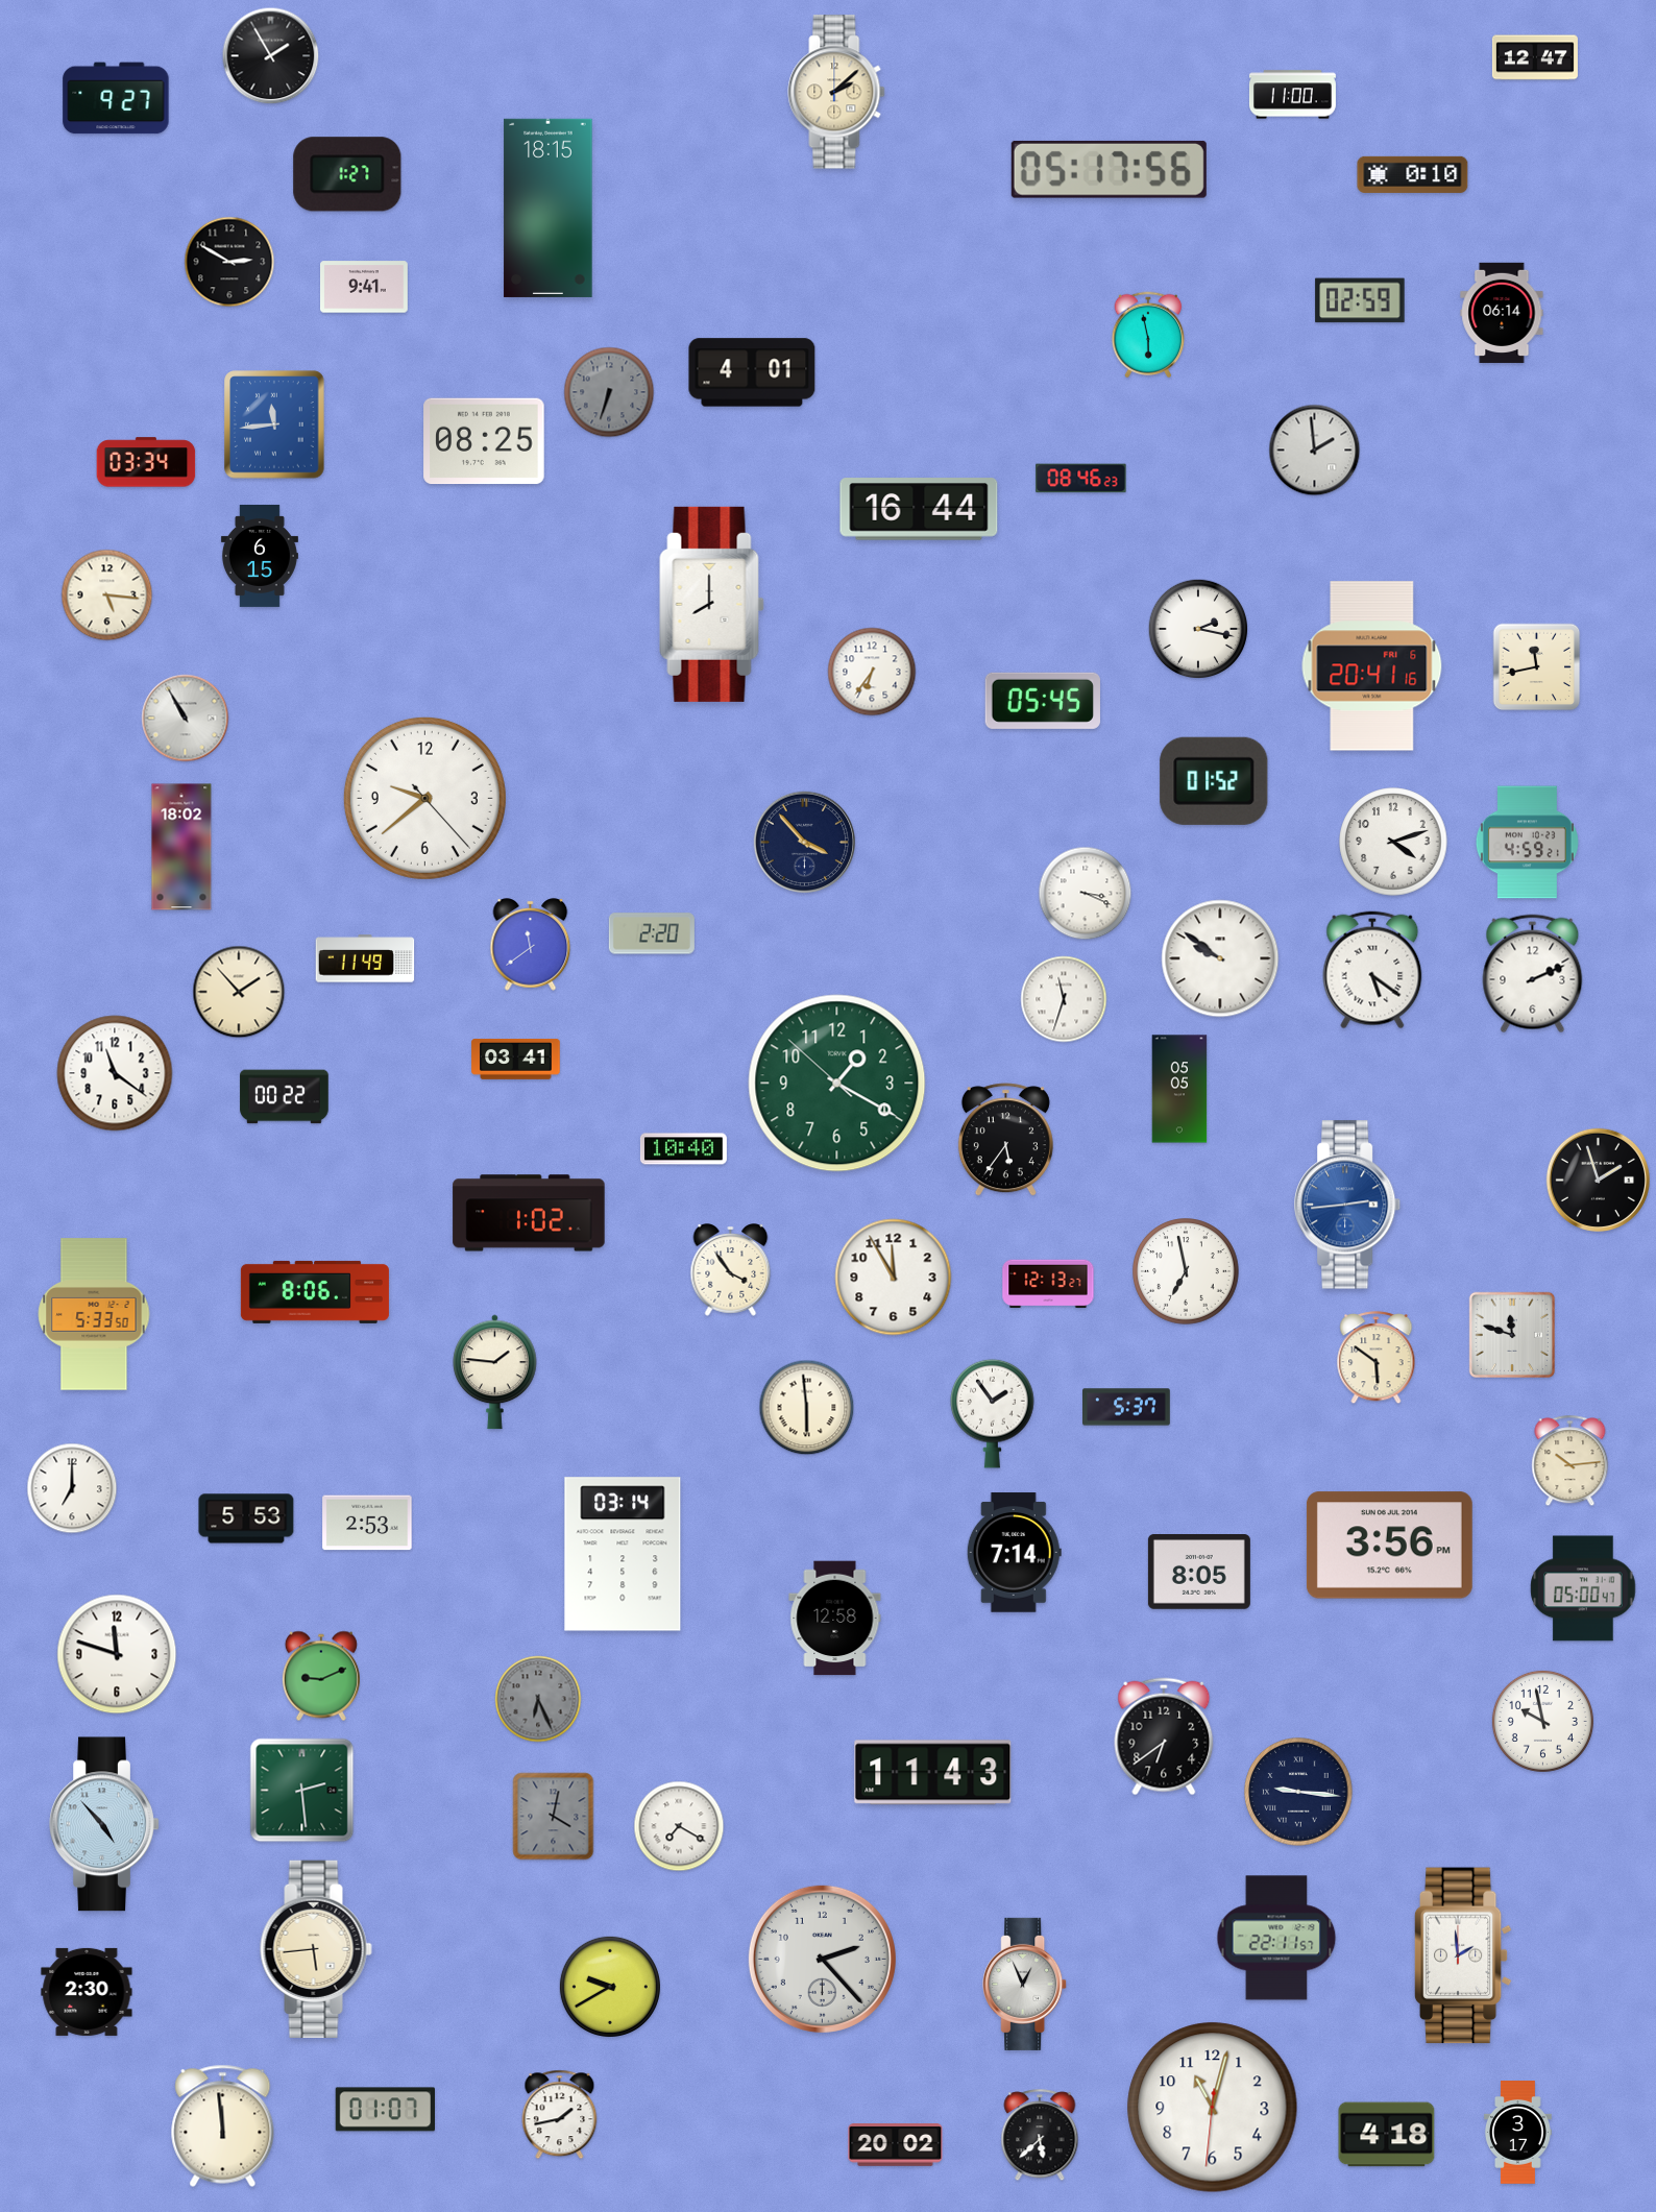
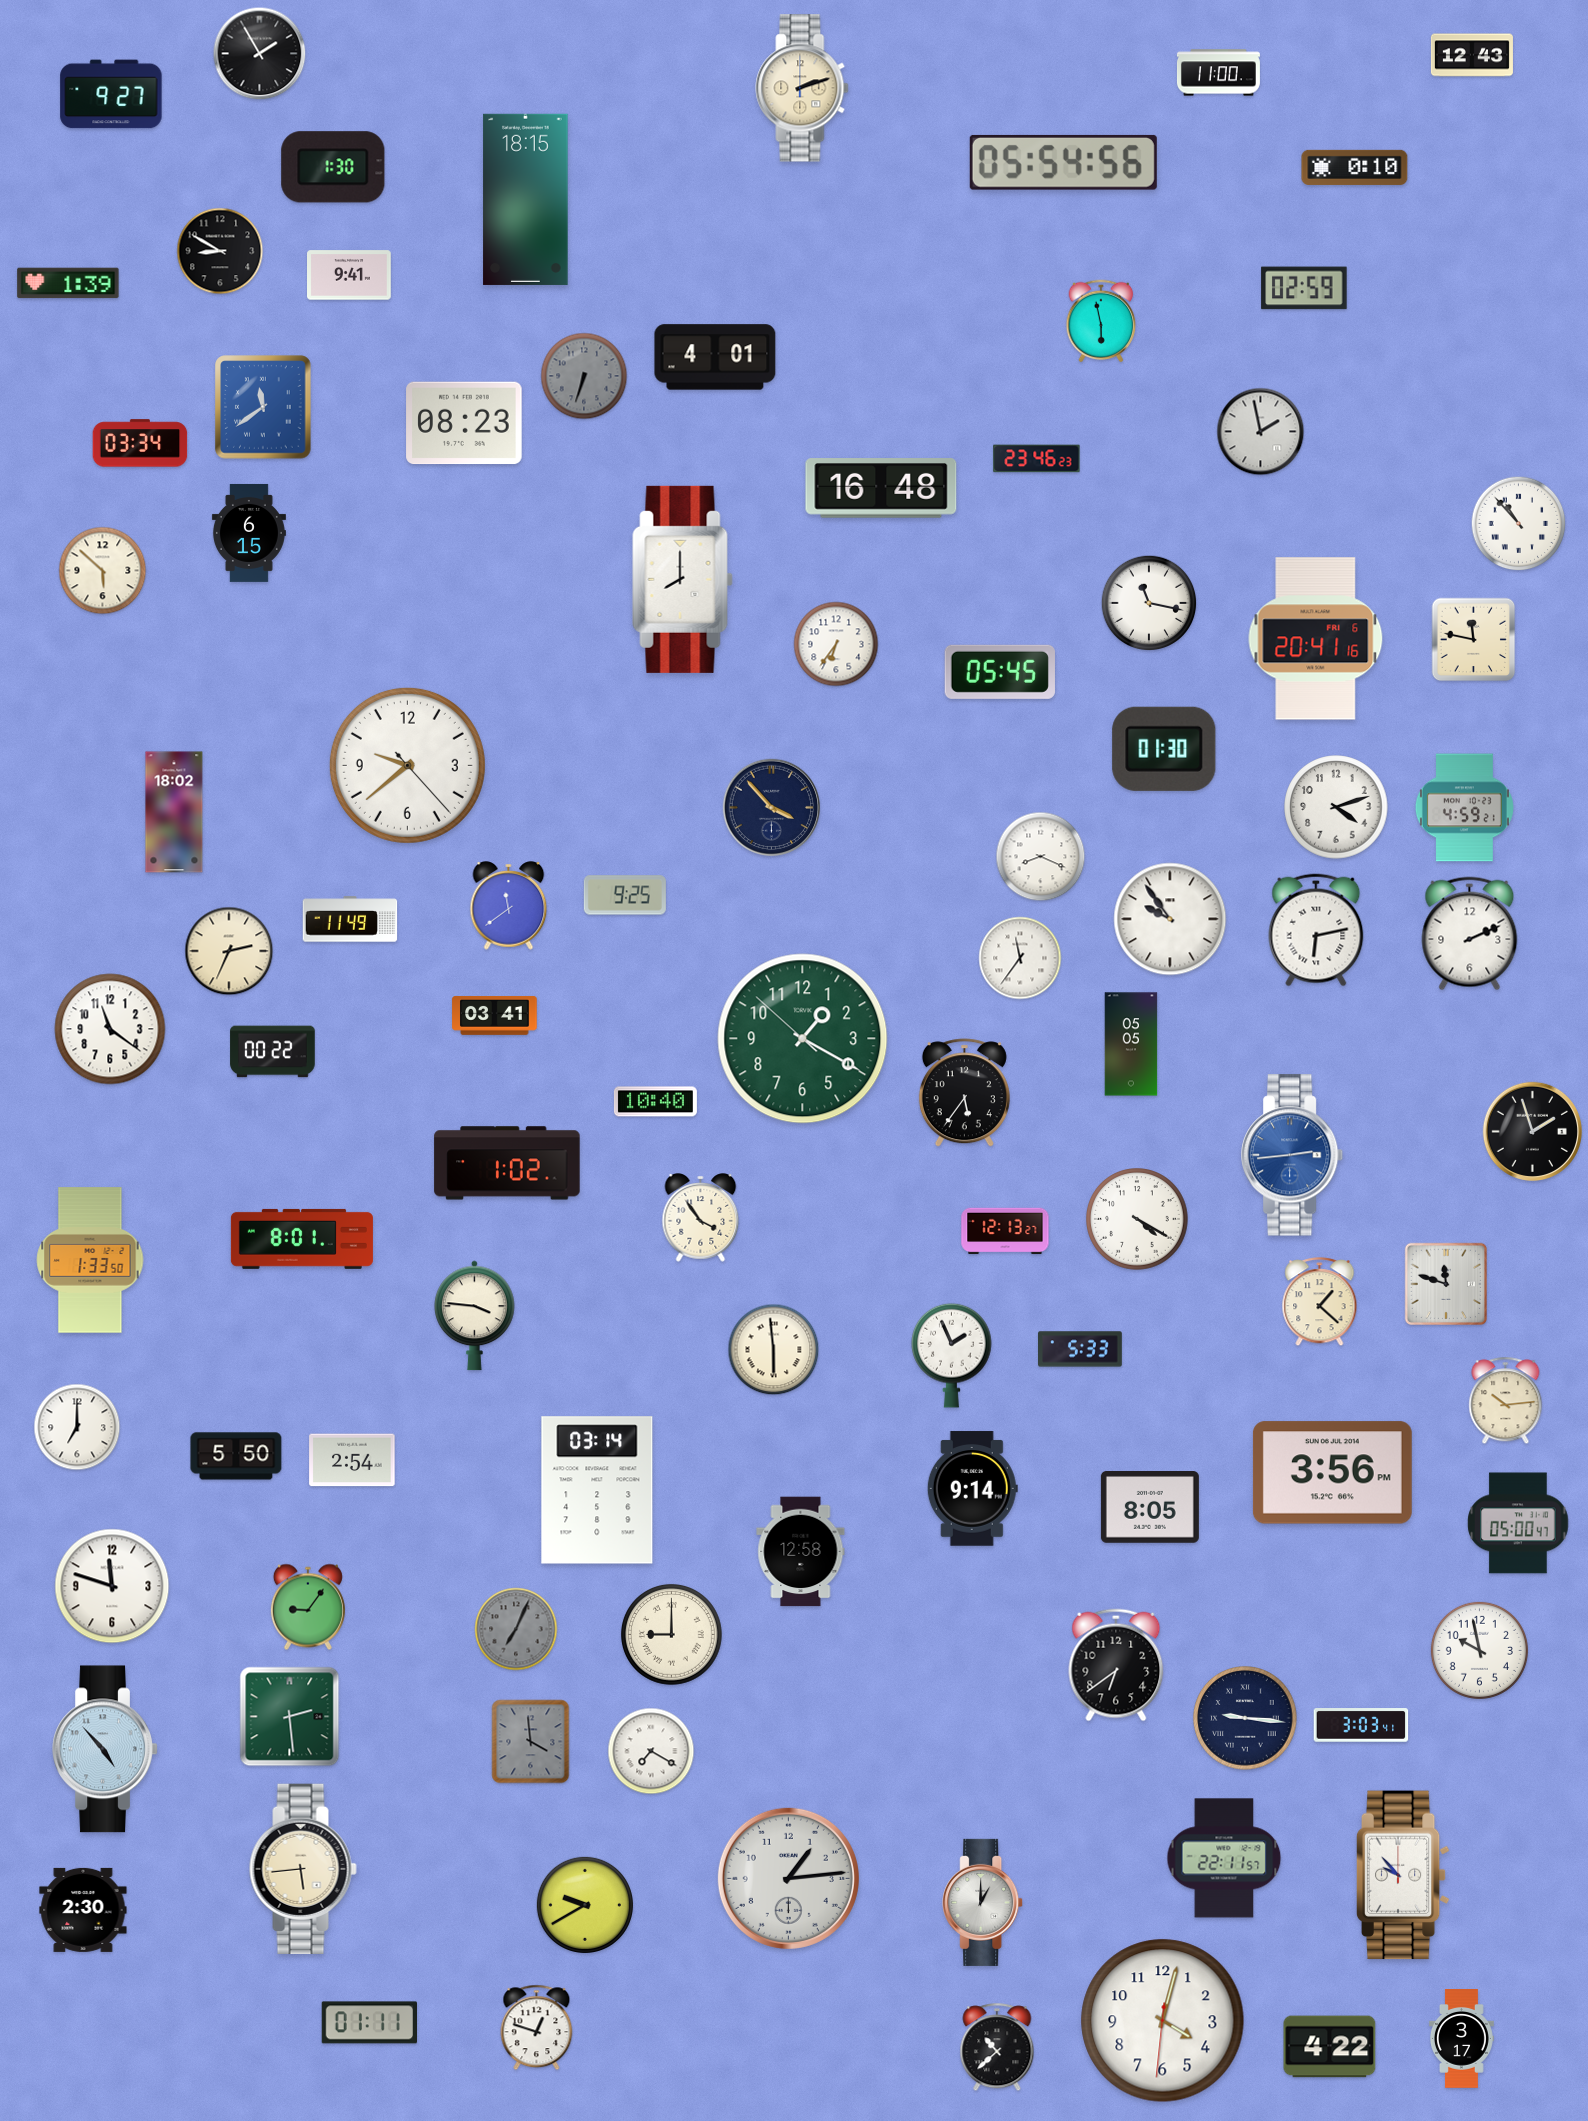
clock at (1535, 57): 12:47 -> 12:43
clock at (836, 92): 2:08 -> 2:12
clock at (1292, 95) position: (1292, 95) -> (1218, 73)
clock at (1109, 169): 05:17 -> 05:54
clock at (347, 174): 1:27 -> 1:30
clock at (229, 262): 2:50 -> 8:50
clock at (68, 283): none -> 1:39
clock at (1502, 313): 06:14 -> none
clock at (752, 372) position: (752, 372) -> (715, 357)
clock at (274, 424): 11:44 -> 11:39
clock at (484, 441): 08:25 -> 08:23
clock at (1315, 451): 1:59 -> 1:58
clock at (1081, 479): 08:46 -> 23:46
clock at (919, 509): 16:44 -> 16:48
clock at (1519, 524): none -> 10:53
clock at (107, 595): 5:16 -> 5:52
clock at (1198, 629): 2:17 -> 11:17
clock at (1537, 667): 11:43 -> 11:47
clock at (186, 719): 10:55 -> none
clock at (1214, 781): 01:52 -> 01:30
clock at (1086, 894): 3:19 -> 8:19
clock at (652, 933): 2:20 -> 9:25
clock at (1220, 958): 9:51 -> 9:54
clock at (1372, 970): 5:21 -> 6:13
clock at (239, 992): 1:53 -> 2:34
clock at (1064, 999): 11:33 -> 11:36
clock at (1187, 1272): 6:58 -> 4:20
clock at (894, 1278): 11:55 -> none
clock at (315, 1292): 8:06 -> 8:01
clock at (94, 1314): 5:33 -> 1:33
clock at (1511, 1334) position: (1511, 1334) -> (1445, 1283)
clock at (1377, 1358): 5:51 -> 1:22
clock at (495, 1372): 1:46 -> 3:46
clock at (1127, 1407): 5:37 -> 5:33
clock at (993, 1413): 1:54 -> 1:56
clock at (72, 1488) position: (72, 1488) -> (77, 1427)
clock at (246, 1518): 5:53 -> 5:50
clock at (367, 1523): 2:53 -> 2:54
clock at (1389, 1546) position: (1389, 1546) -> (1332, 1473)
clock at (1014, 1553): 7:14 -> 9:14
clock at (321, 1676): 9:11 -> 9:06
clock at (538, 1699): 6:26 -> 7:04
clock at (671, 1634): none -> 9:00
clock at (933, 1773): 11:43 -> none
clock at (1361, 1725): none -> 3:03
clock at (554, 1817): 4:02 -> 3:59
clock at (104, 1824) position: (104, 1824) -> (105, 1749)
clock at (1463, 1955): 1:59 -> 9:53
clock at (822, 1959): 2:23 -> 1:14
clock at (1025, 1984): 12:56 -> 1:00
clock at (1213, 2108): 11:02 -> 4:02
clock at (385, 2110): 01:07 -> 01:11
clock at (560, 2115): 1:43 -> 12:48
clock at (223, 2125): 11:59 -> none
clock at (1517, 2133) position: (1517, 2133) -> (1461, 2039)
clock at (1387, 2135): 4:18 -> 4:22
clock at (1040, 2136): 5:38 -> 10:38
clock at (896, 2145): 20:02 -> none
